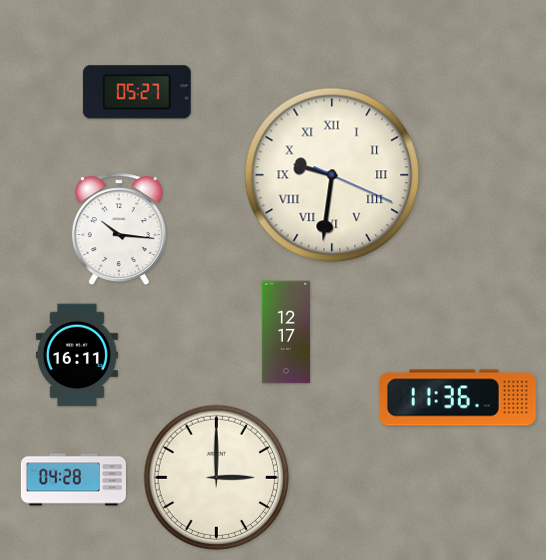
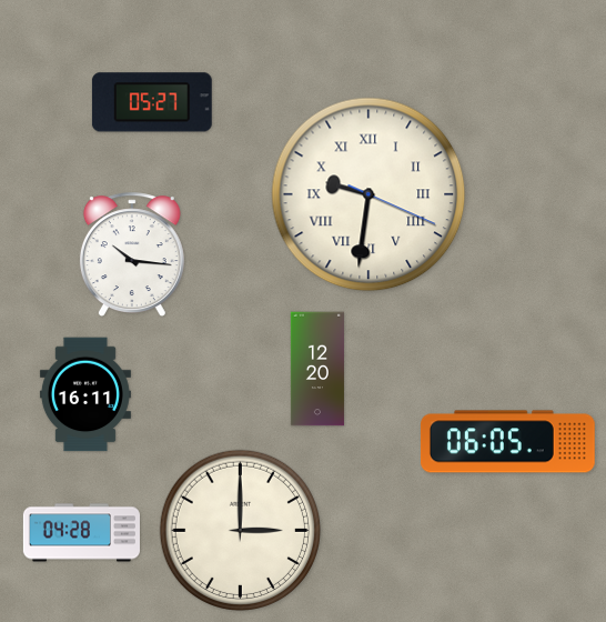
clock at (286, 332): 12:17 -> 12:20
clock at (457, 398): 11:36 -> 06:05
